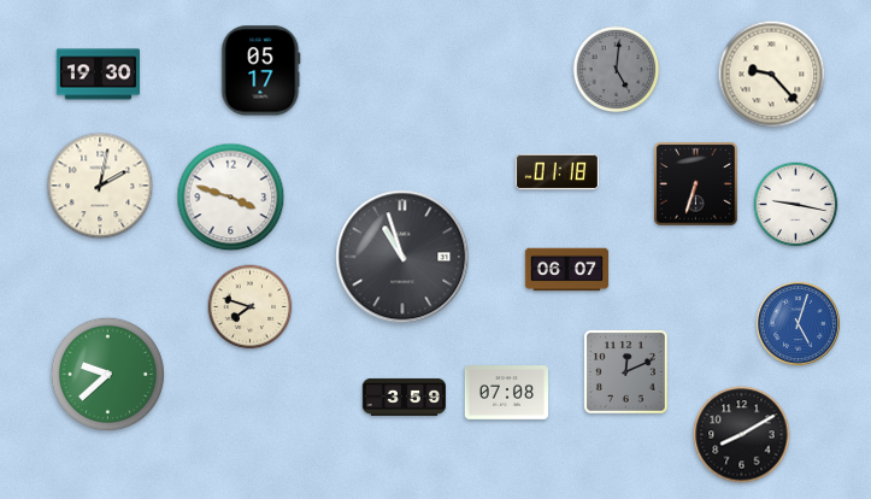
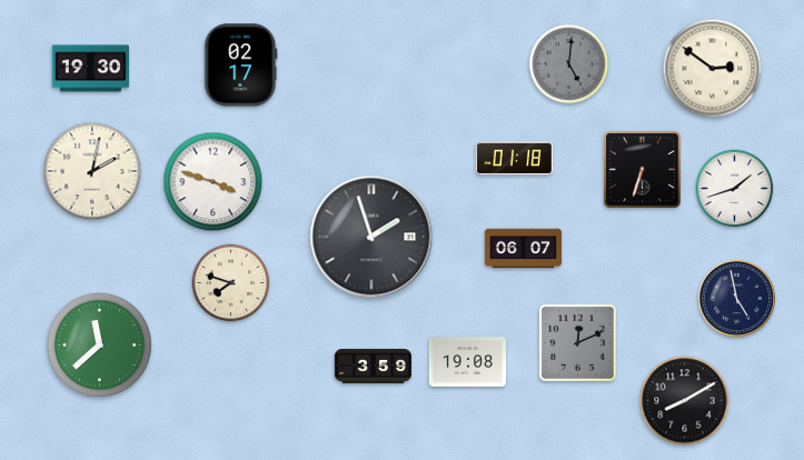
clock at (261, 71): 05:17 -> 02:17
clock at (772, 75): 9:23 -> 2:51
clock at (796, 205): 9:17 -> 1:42
clock at (402, 257): 10:57 -> 1:57
clock at (798, 323): 5:03 -> 4:58
clock at (798, 323) dial: blue -> navy
clock at (107, 374): 9:38 -> 11:38
clock at (506, 393): 07:08 -> 19:08
